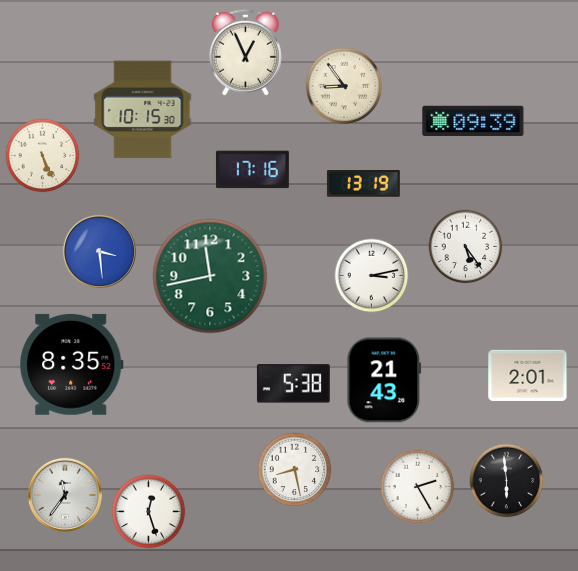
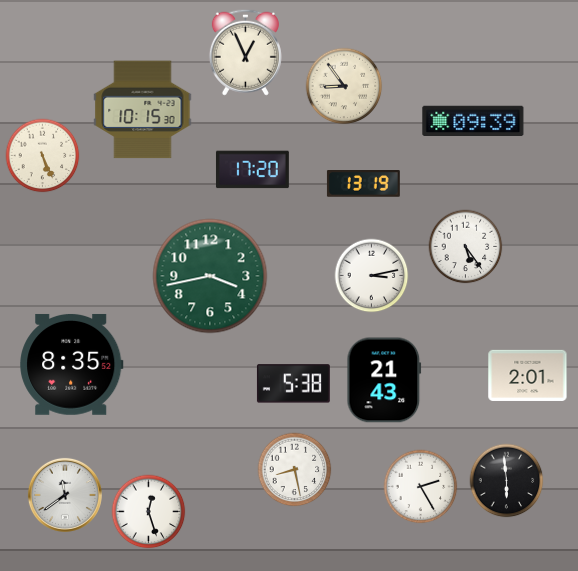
clock at (252, 170): 17:16 -> 17:20
clock at (99, 251): 3:29 -> none
clock at (210, 276): 11:43 -> 3:43
clock at (418, 487) position: (418, 487) -> (421, 487)
clock at (65, 495): 11:36 -> 11:39
